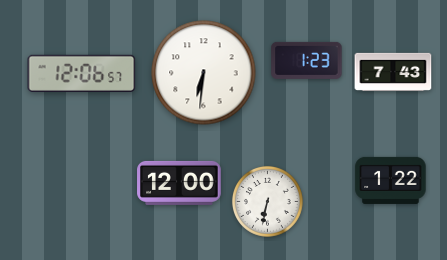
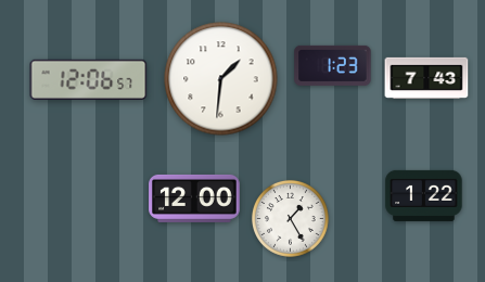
clock at (204, 73): 6:31 -> 1:31
clock at (267, 201): 6:32 -> 1:25
